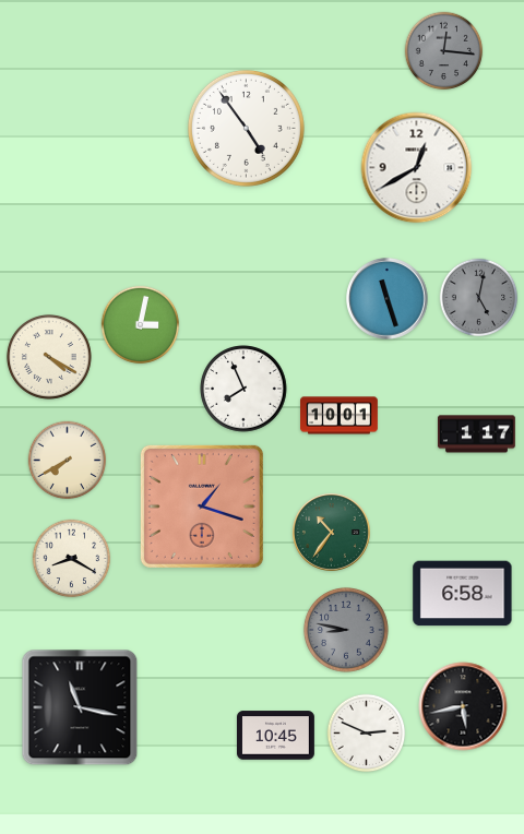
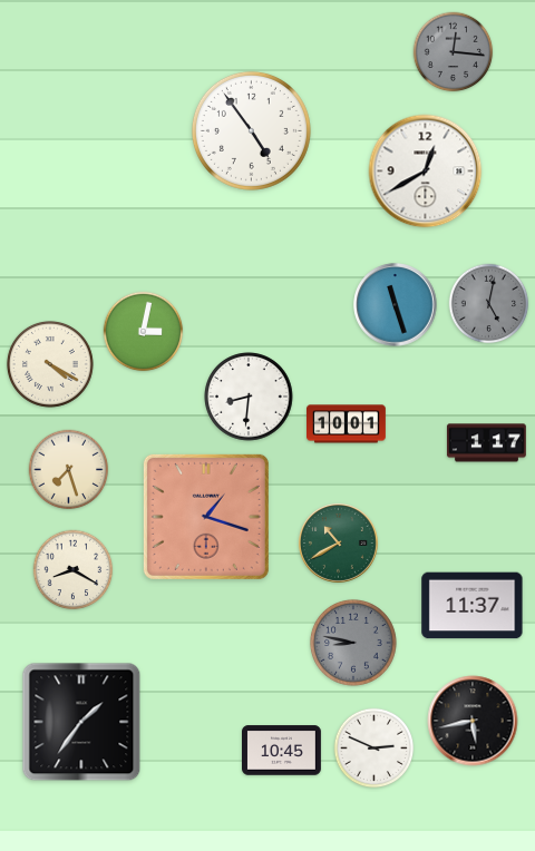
clock at (243, 389): 7:56 -> 8:31
clock at (68, 461): 7:40 -> 7:27
clock at (331, 532): 10:36 -> 10:40
clock at (463, 594): 6:58 -> 11:37
clock at (80, 707): 11:17 -> 1:36
